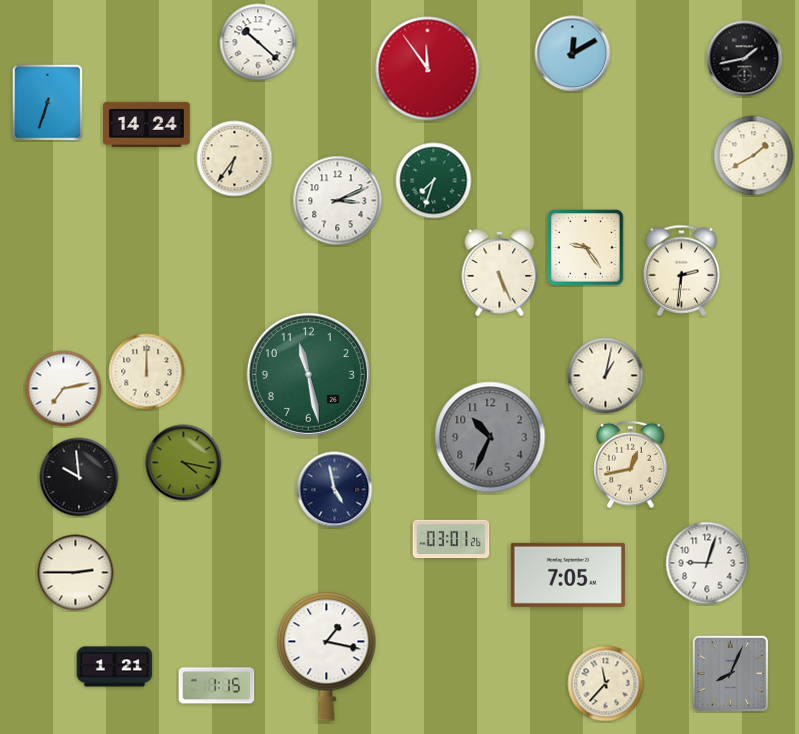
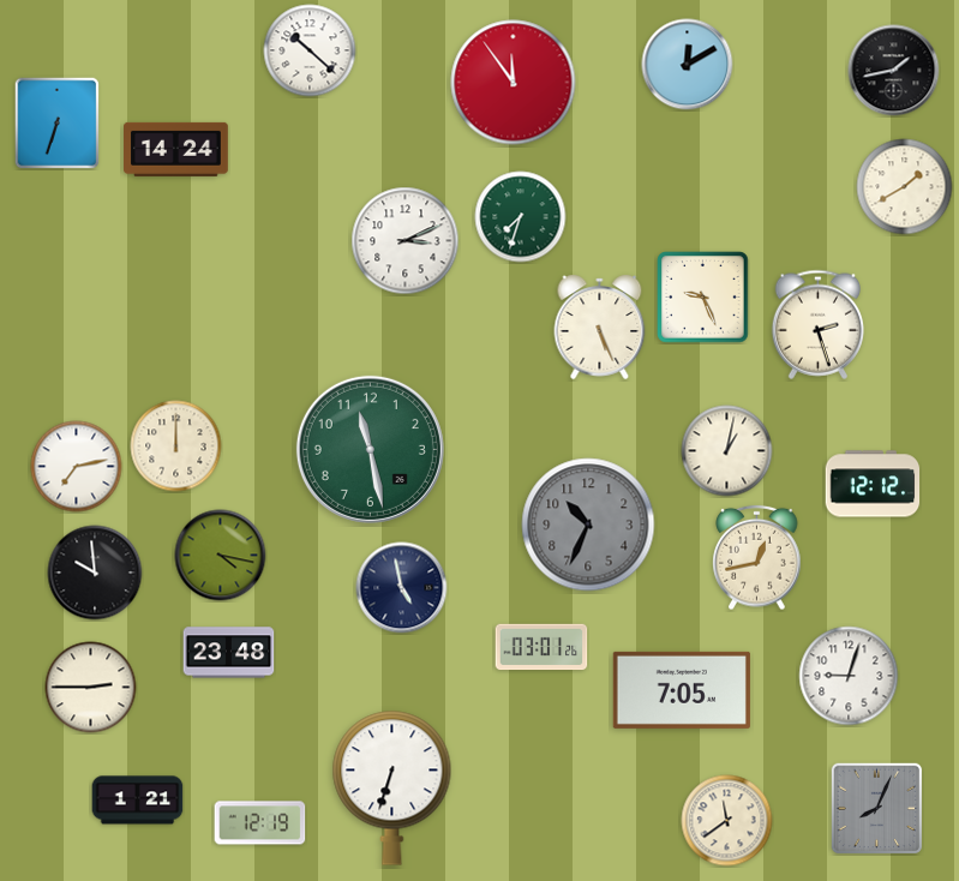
clock at (235, 159): 6:36 -> none
clock at (586, 248): 9:24 -> 9:26
clock at (681, 270): 2:31 -> 2:27
clock at (873, 484): none -> 12:12
clock at (229, 653): none -> 23:48
clock at (327, 656): 1:17 -> 6:33
clock at (606, 684): 11:37 -> 11:39
clock at (217, 686): 1:15 -> 12:19
